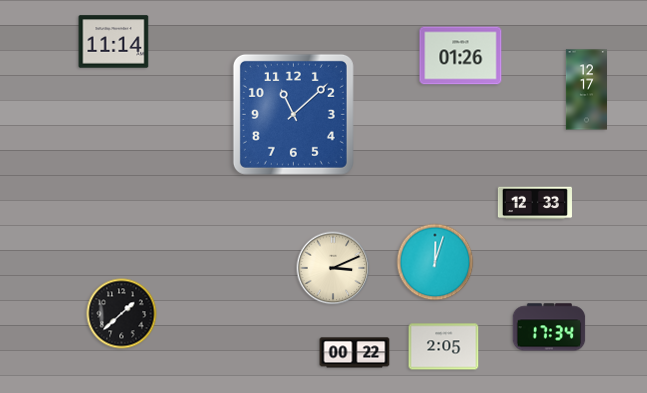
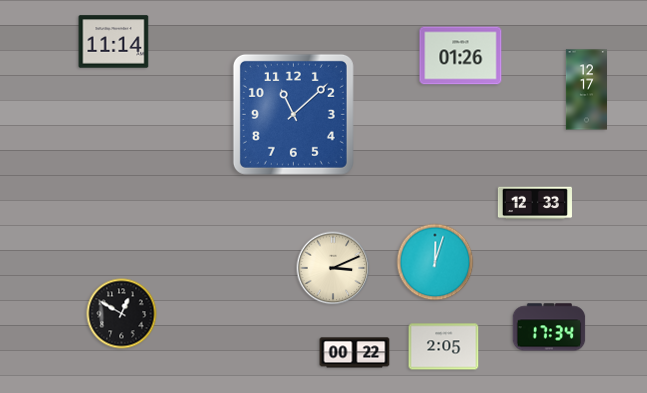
clock at (122, 314): 1:38 -> 12:50
